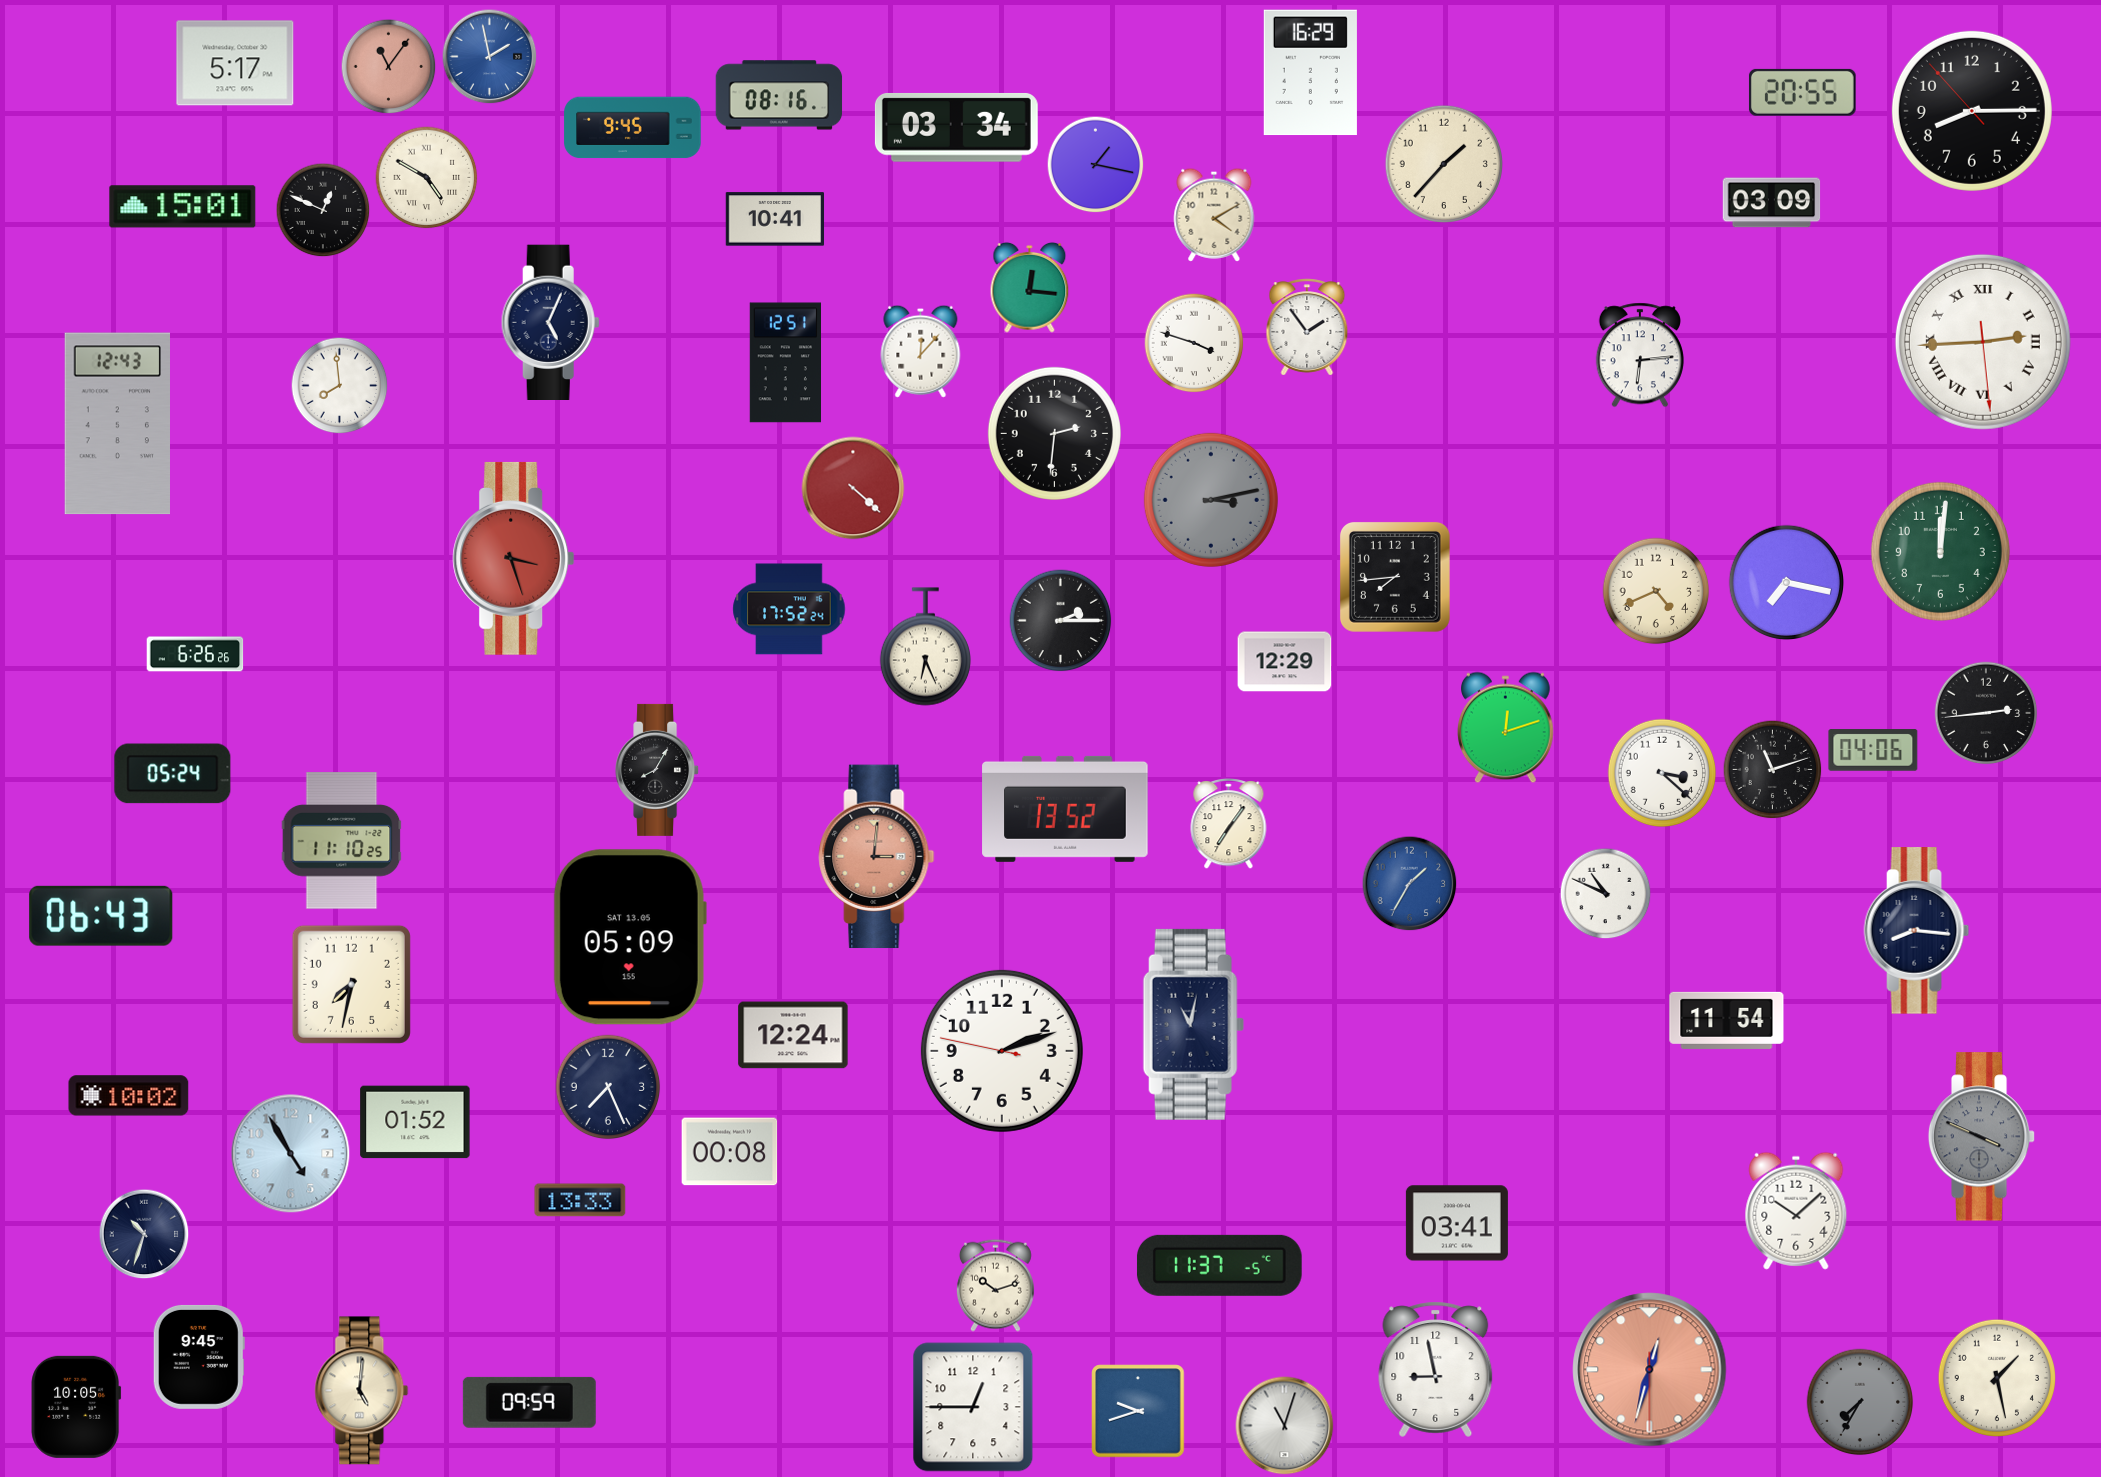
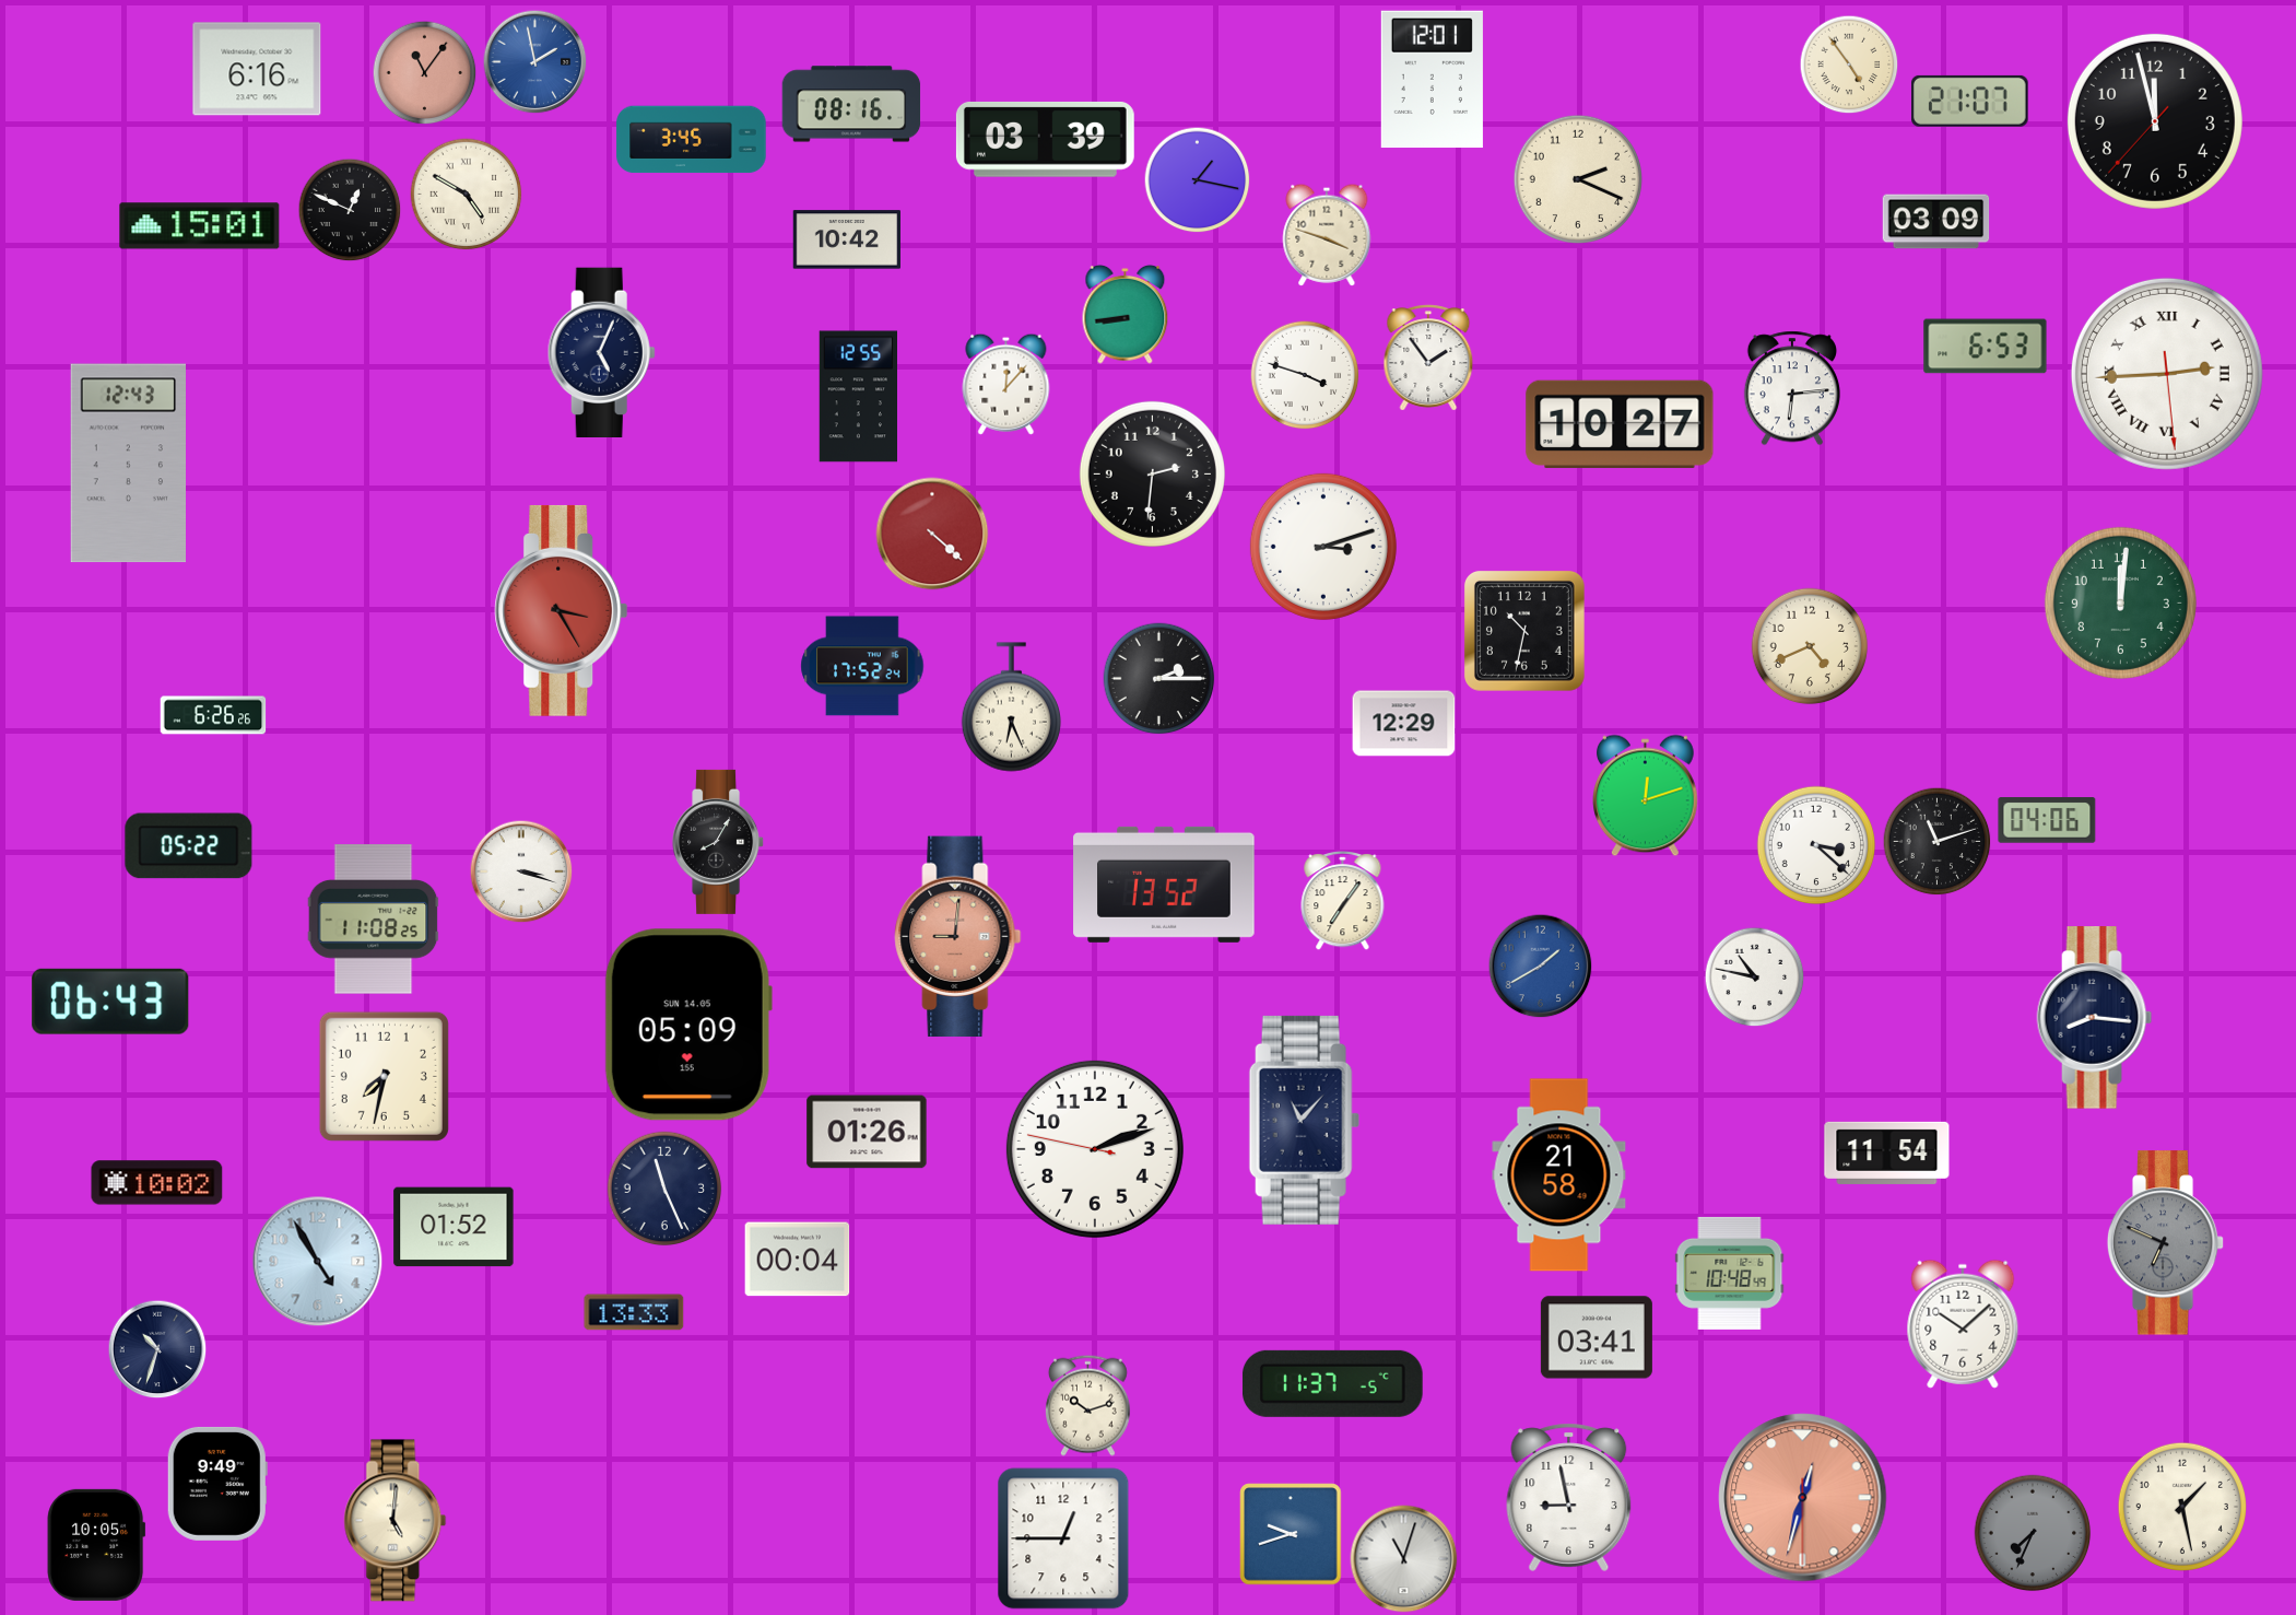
clock at (1849, 65): none -> 4:54
clock at (235, 63): 5:17 -> 6:16
clock at (1310, 73): 16:29 -> 12:01
clock at (1803, 92): 20:55 -> 21:07
clock at (1972, 111): 8:14 -> 11:57
clock at (633, 128): 9:45 -> 3:45
clock at (956, 128): 03:34 -> 03:39
clock at (1443, 163): 1:37 -> 2:19
clock at (323, 210) position: (323, 210) -> (350, 210)
clock at (1214, 215): 4:10 -> 3:48
clock at (774, 219): 10:41 -> 10:42
clock at (1030, 287): 12:16 -> 8:44
clock at (1986, 347): none -> 6:53
clock at (785, 363): 12:51 -> 12:55
clock at (340, 386): 7:59 -> none
clock at (1620, 423): none -> 10:27
clock at (1211, 500): 3:13 -> 3:12
clock at (1211, 500) dial: grey -> white
clock at (514, 558): 3:27 -> 3:25
clock at (1395, 577): 7:44 -> 10:32
clock at (1786, 582): 7:17 -> none
clock at (1986, 713): 2:44 -> none
clock at (173, 774): 05:24 -> 05:22
clock at (521, 871): none -> 3:18
clock at (342, 841): 11:10 -> 11:08
clock at (877, 857): 3:01 -> 9:01
clock at (1410, 884): 1:35 -> 1:40
clock at (1606, 894): 10:49 -> 10:47
clock at (630, 937) date: SAT 13.05 -> SUN 14.05
clock at (1727, 1020) position: (1727, 1020) -> (1887, 1152)
clock at (1193, 1024): 11:02 -> 11:07
clock at (793, 1035): 12:24 -> 01:26
clock at (1559, 1175): none -> 21:58
clock at (608, 1087): 7:26 -> 11:26
clock at (129, 1096) position: (129, 1096) -> (157, 1183)
clock at (1982, 1137): 3:49 -> 6:49
clock at (730, 1152): 00:08 -> 00:04
clock at (1730, 1273): none -> 10:48
clock at (1457, 1223) position: (1457, 1223) -> (1597, 1337)
clock at (199, 1357): 9:45 -> 9:49
clock at (529, 1402): 09:59 -> none
clock at (1860, 1402): 7:35 -> 7:34
clock at (76, 1407) position: (76, 1407) -> (96, 1545)
clock at (1138, 1411) position: (1138, 1411) -> (1291, 1534)
